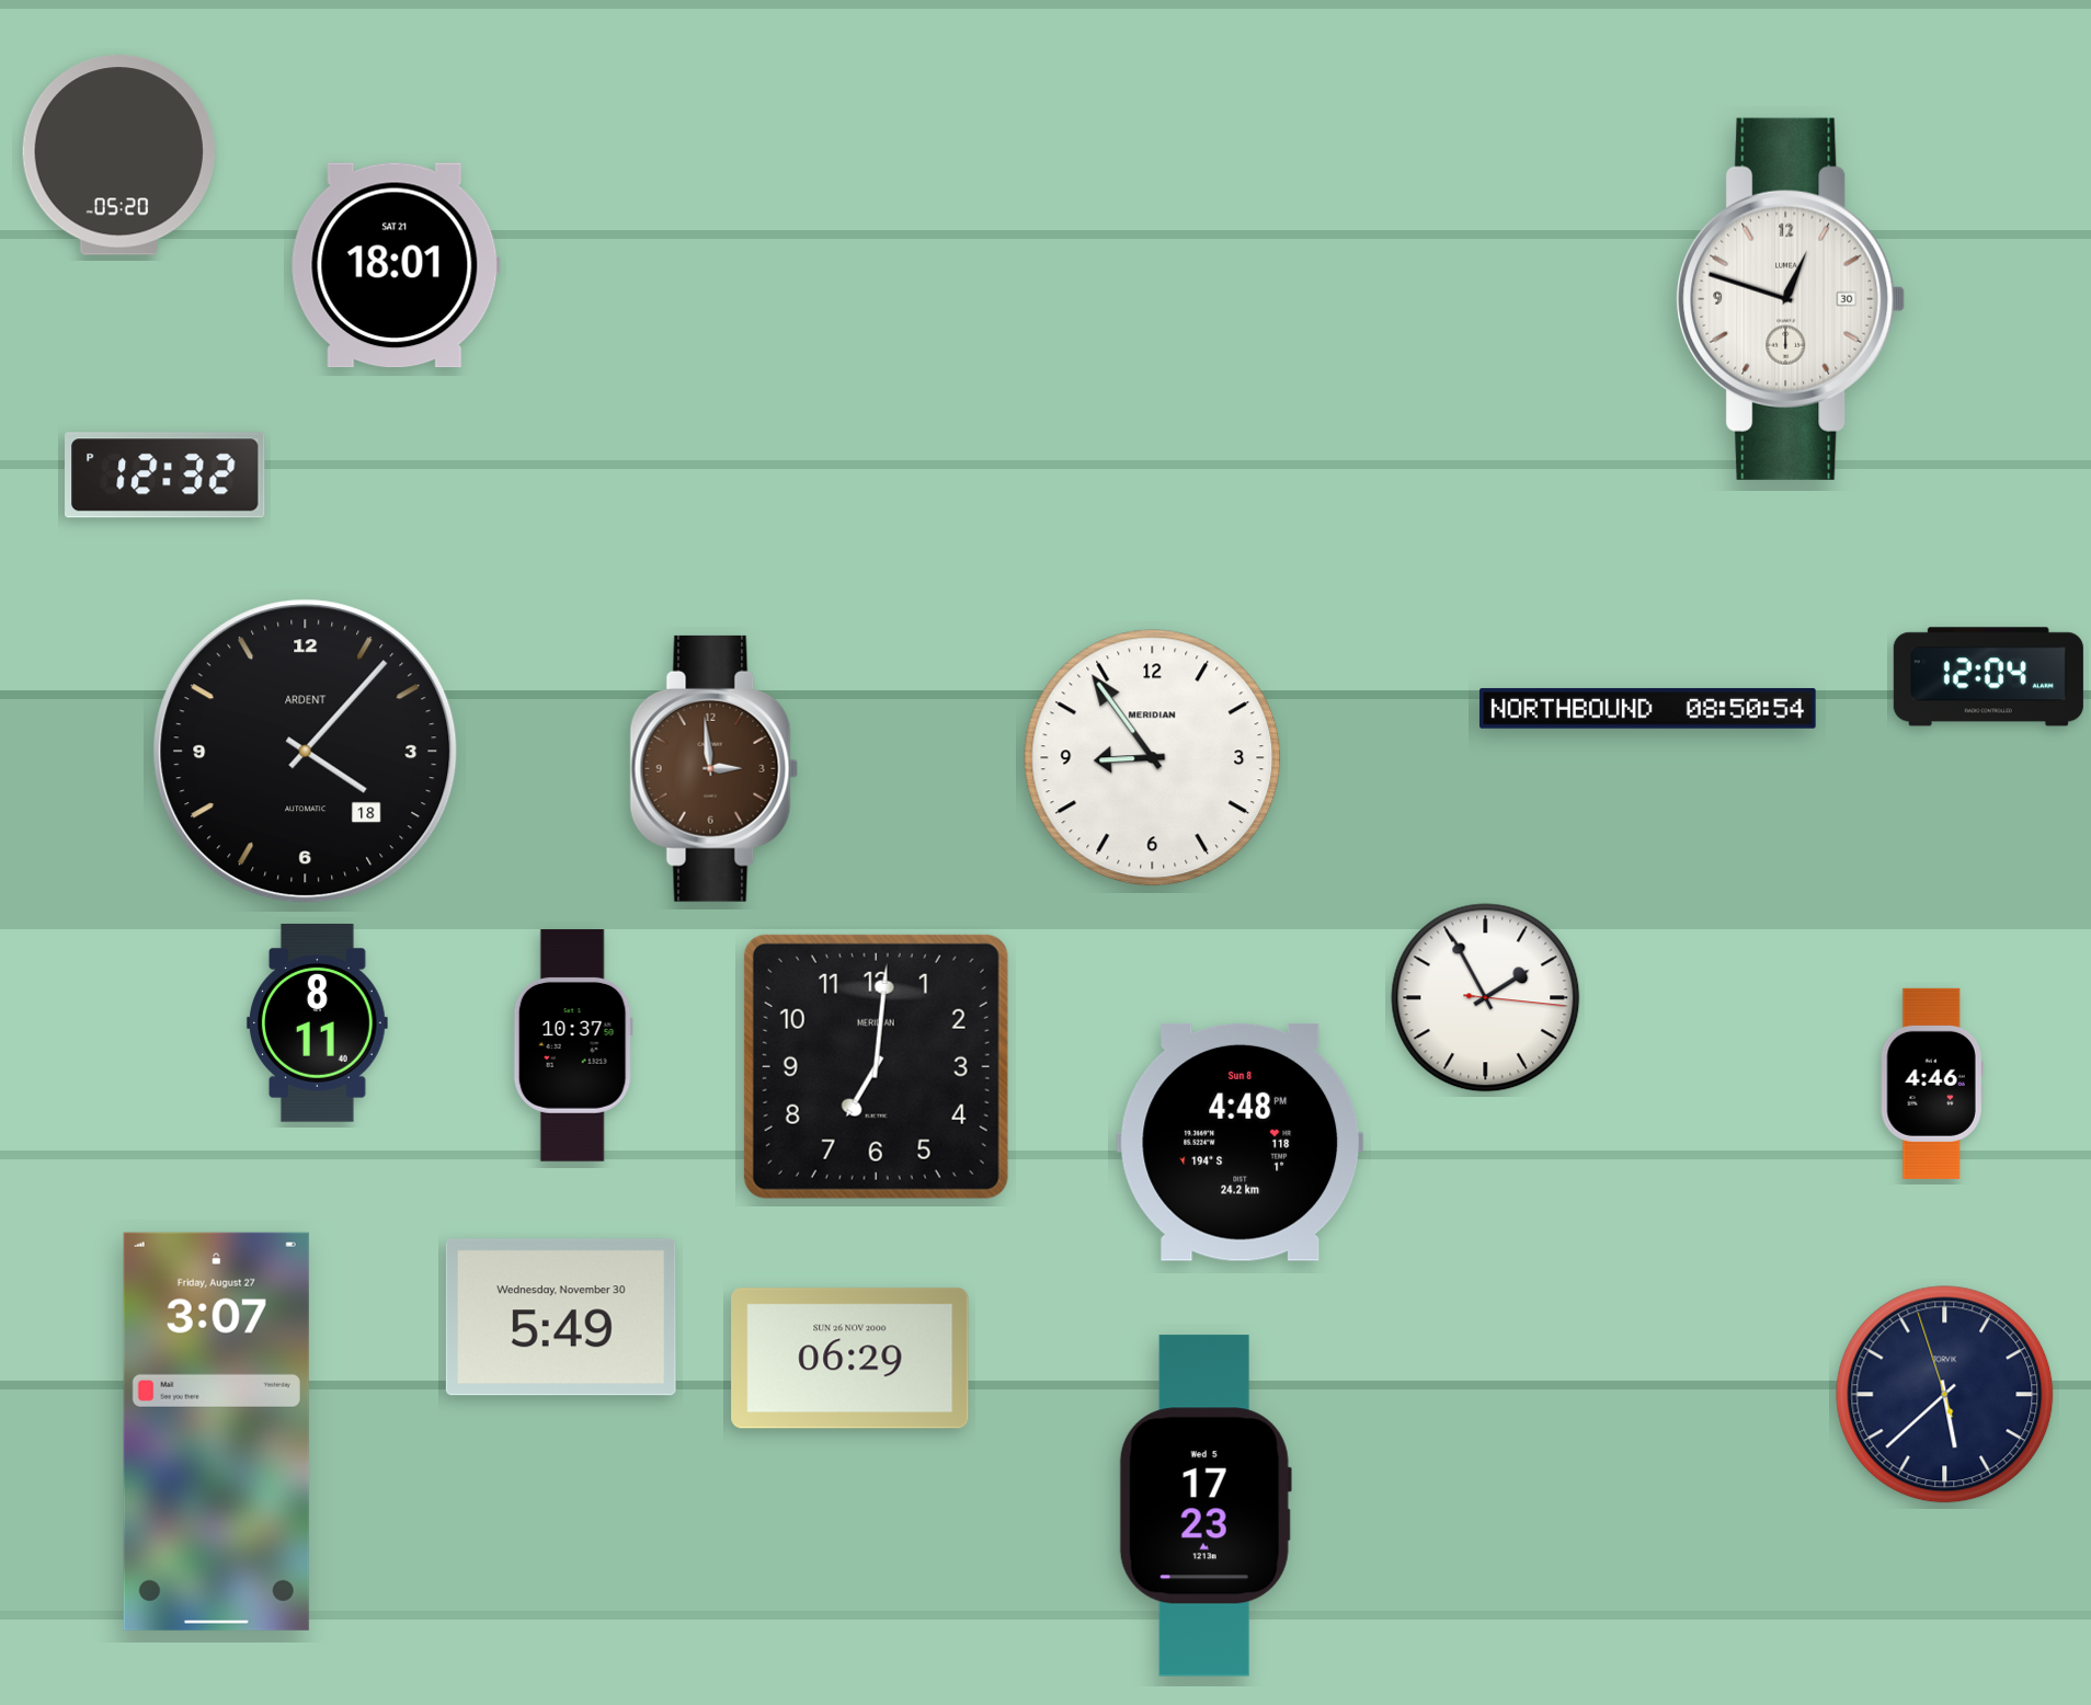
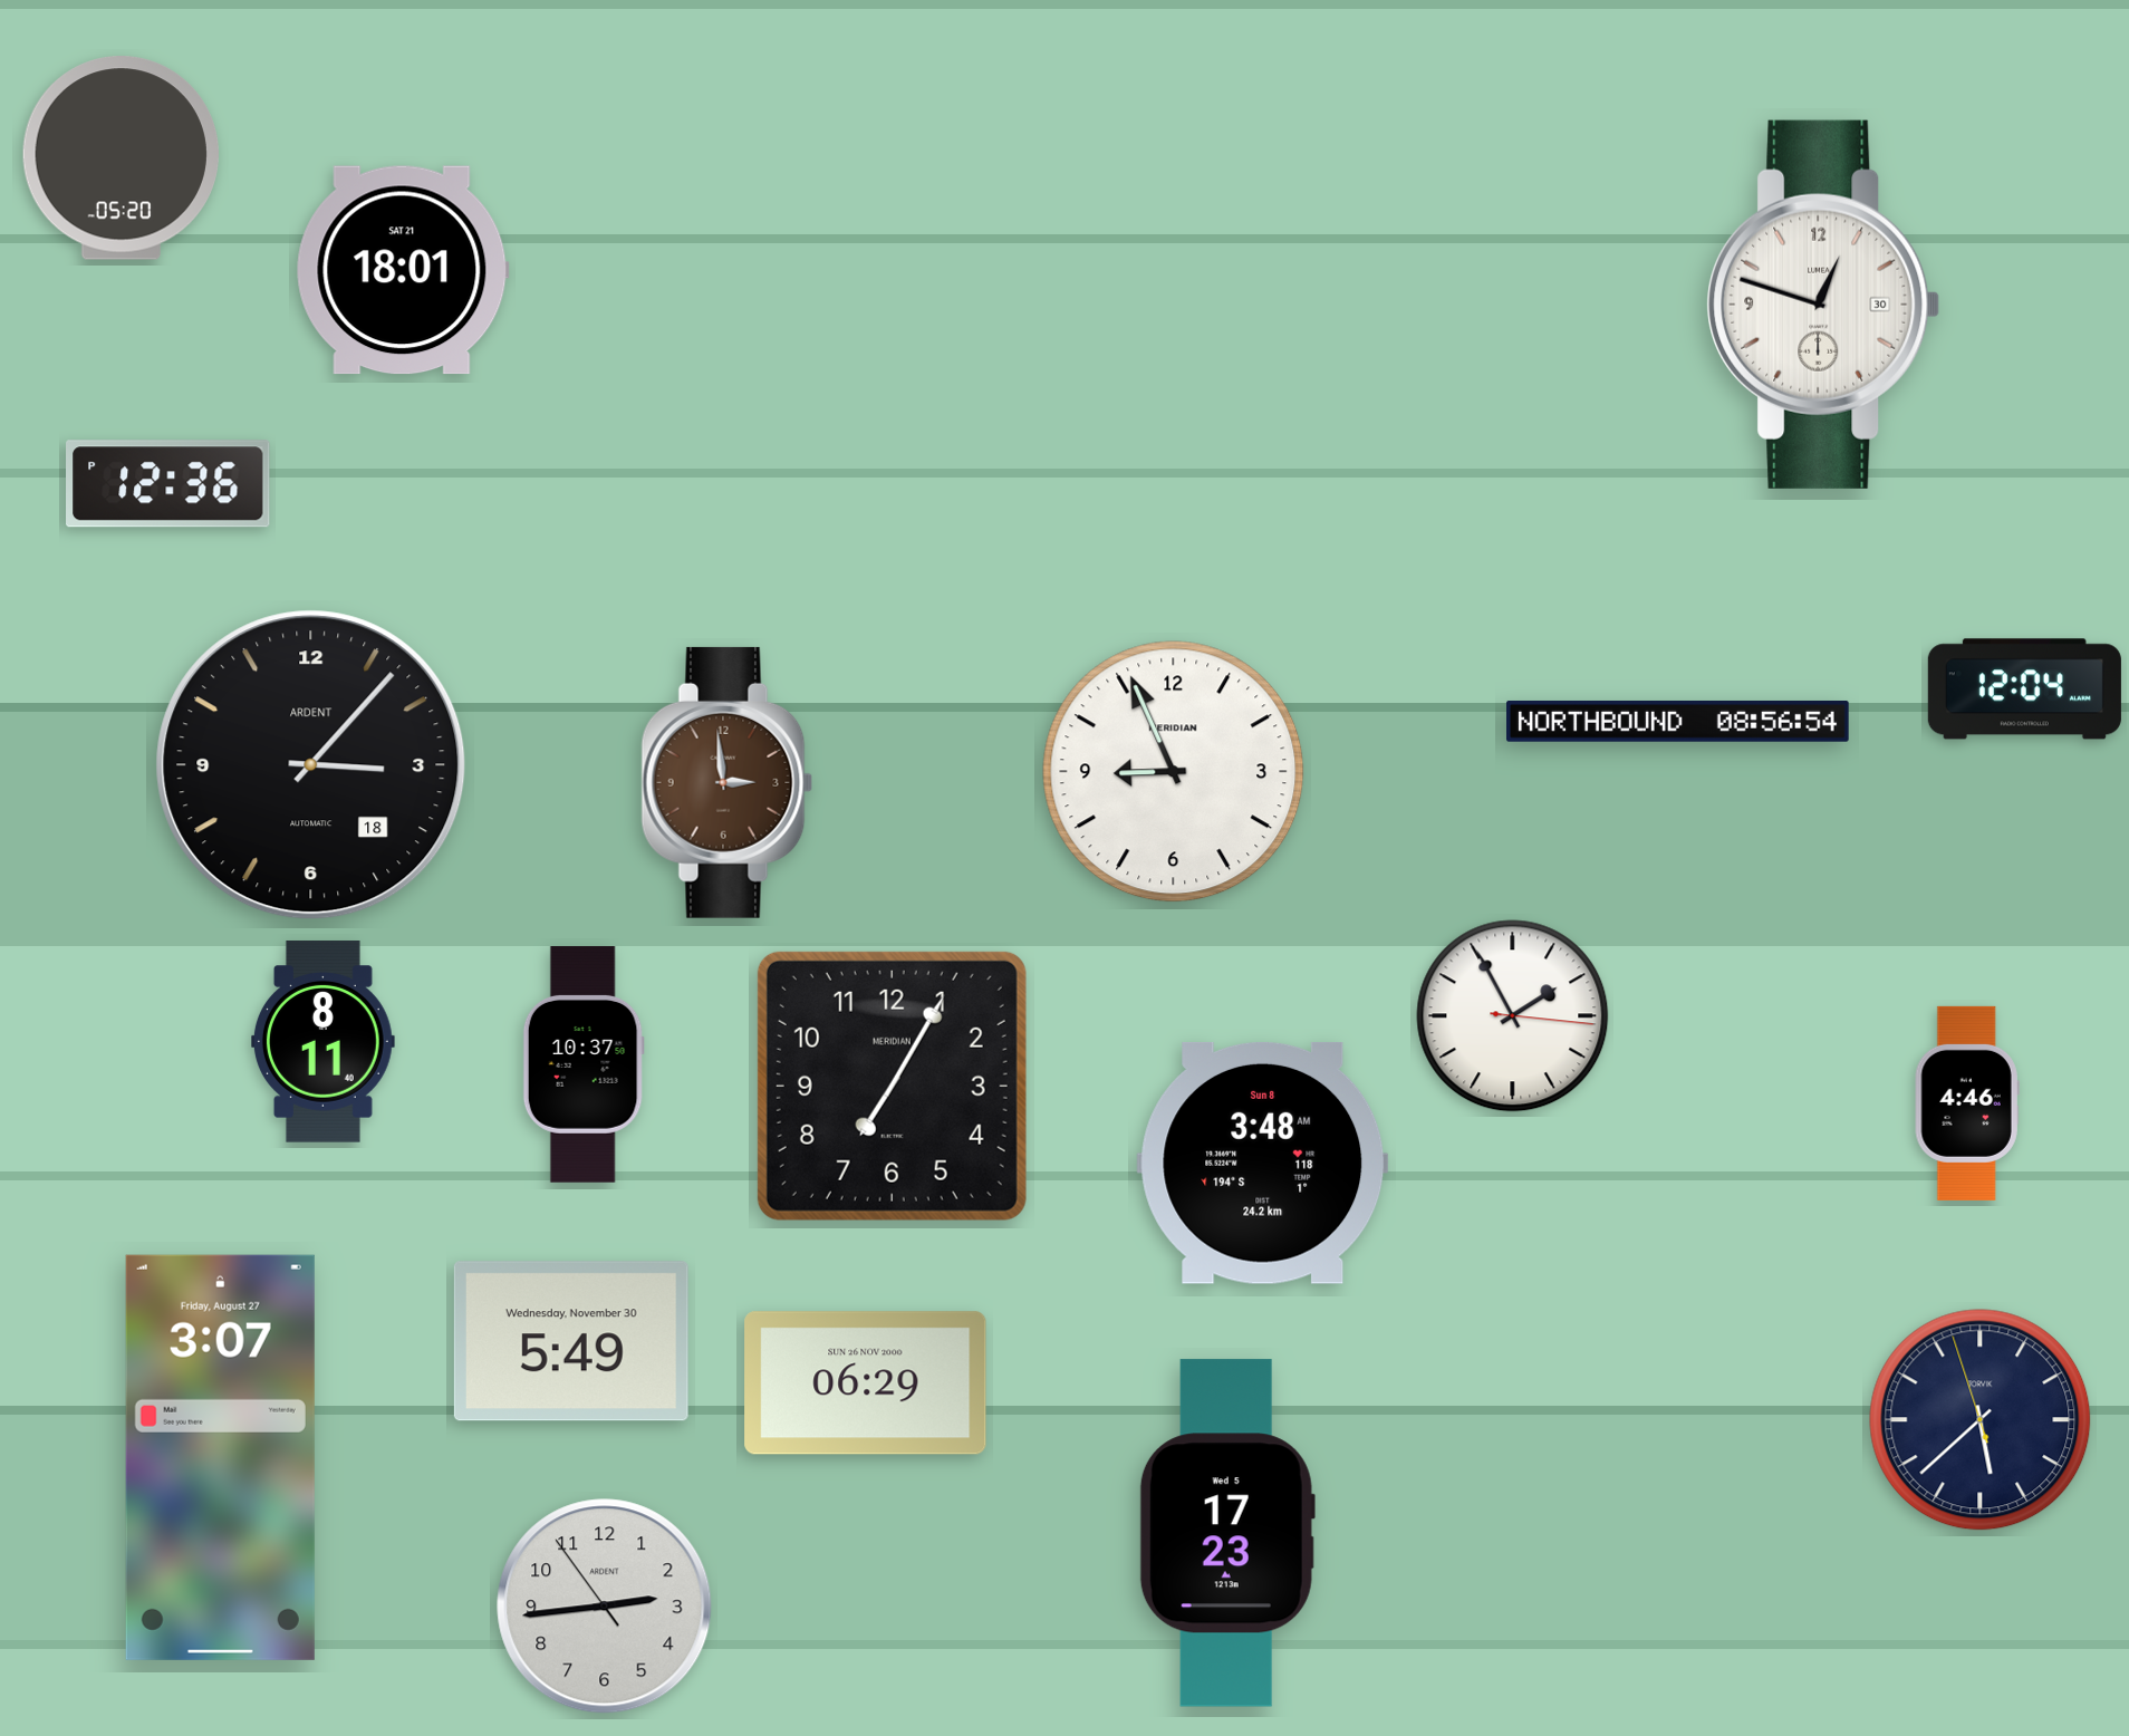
clock at (165, 476): 12:32 -> 12:36
clock at (1648, 709): 08:50 -> 08:56
clock at (306, 752): 4:07 -> 3:07
clock at (1153, 758): 8:54 -> 8:56
clock at (876, 1066): 7:01 -> 7:05
clock at (1241, 1142): 4:48 -> 3:48
clock at (605, 1607): none -> 2:43
